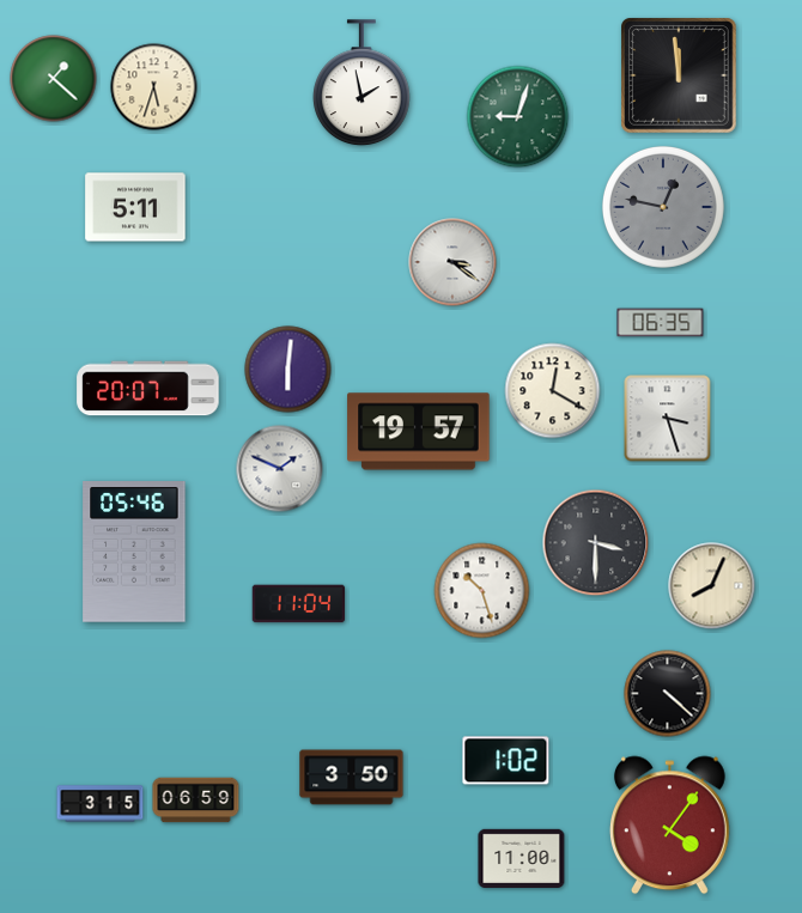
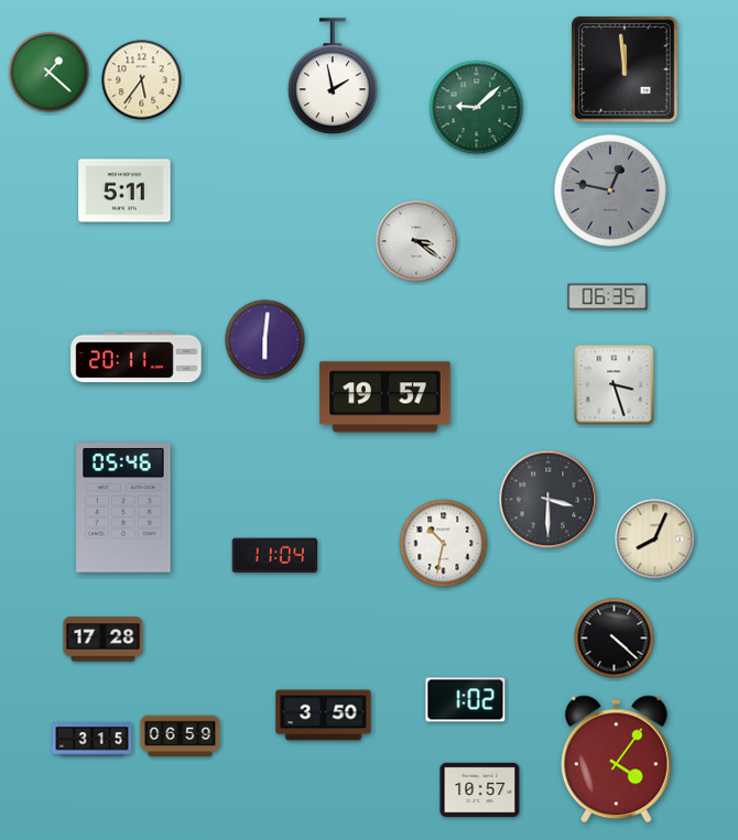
clock at (154, 87): 5:33 -> 5:36
clock at (518, 117): 9:03 -> 9:08
clock at (148, 389): 20:07 -> 20:11
clock at (553, 391): 12:20 -> none
clock at (280, 469): 1:49 -> none
clock at (482, 591): 10:27 -> 10:32
clock at (104, 640): none -> 17:28
clock at (522, 858): 11:00 -> 10:57
